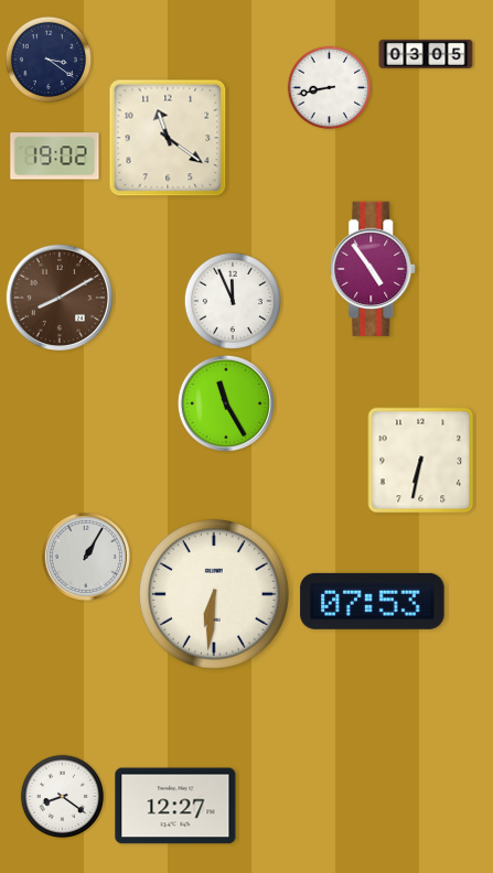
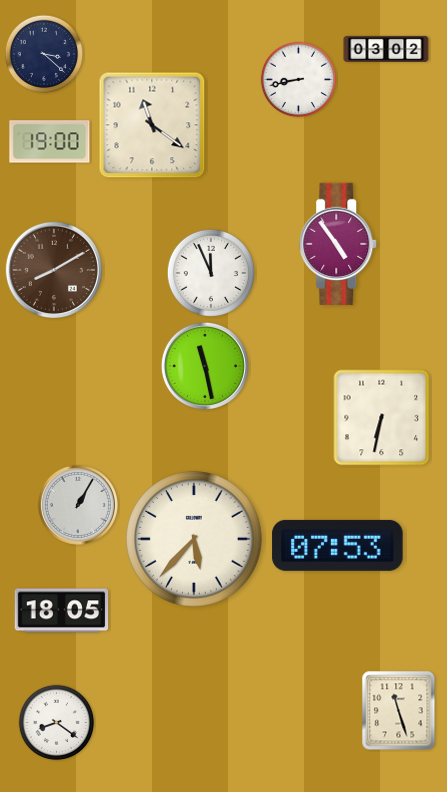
clock at (426, 53): 03:05 -> 03:02
clock at (49, 60): 3:21 -> 3:22
clock at (55, 157): 19:02 -> 19:00
clock at (226, 403): 11:25 -> 11:28
clock at (214, 594): 6:31 -> 5:37
clock at (62, 611): none -> 18:05
clock at (399, 711): none -> 11:27
clock at (175, 806): 12:27 -> none
